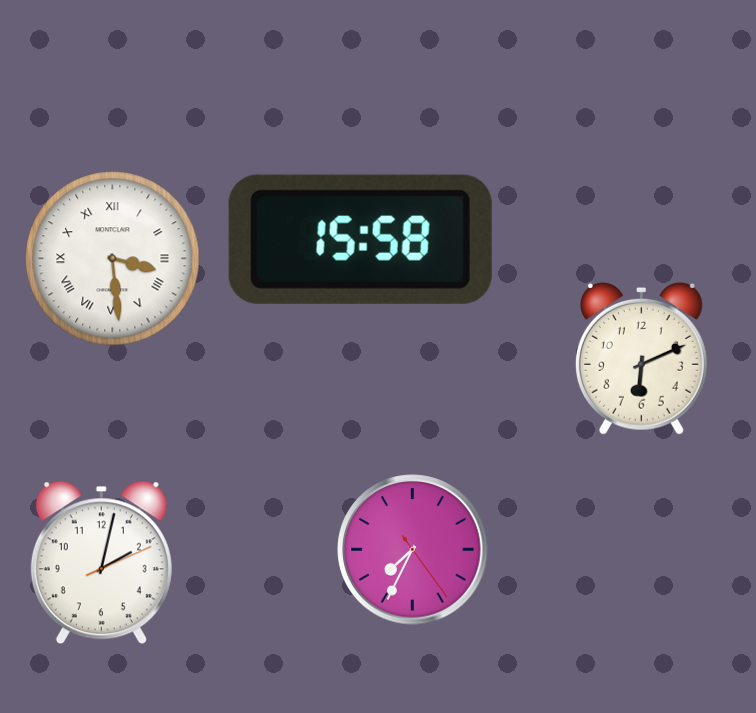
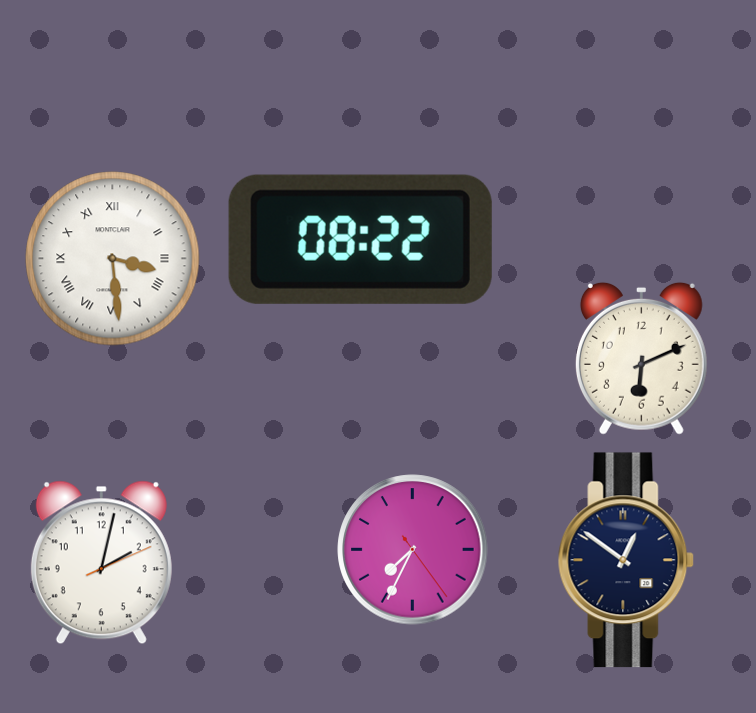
clock at (360, 239): 15:58 -> 08:22
clock at (626, 560): none -> 12:51
